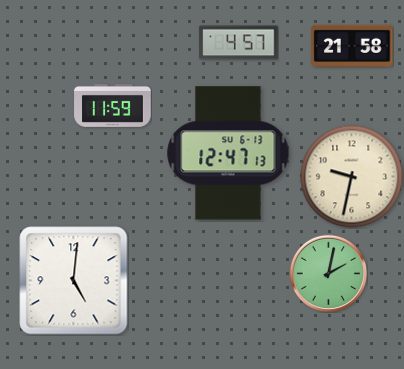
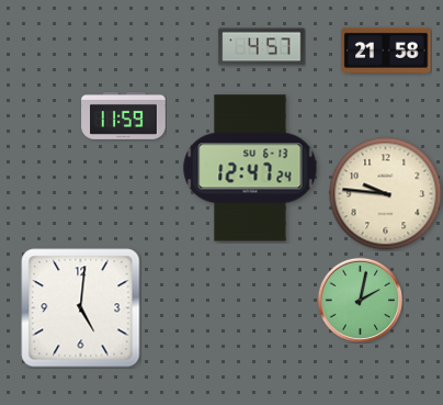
clock at (228, 153): 12:47:13 -> 12:47:24
clock at (352, 177): 9:32 -> 9:46
